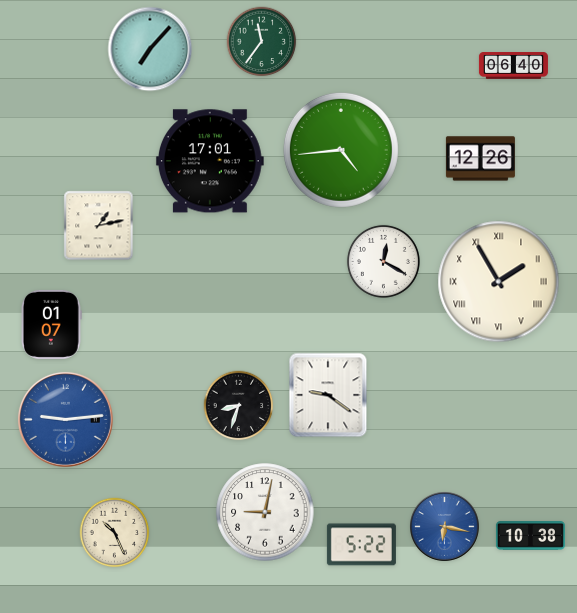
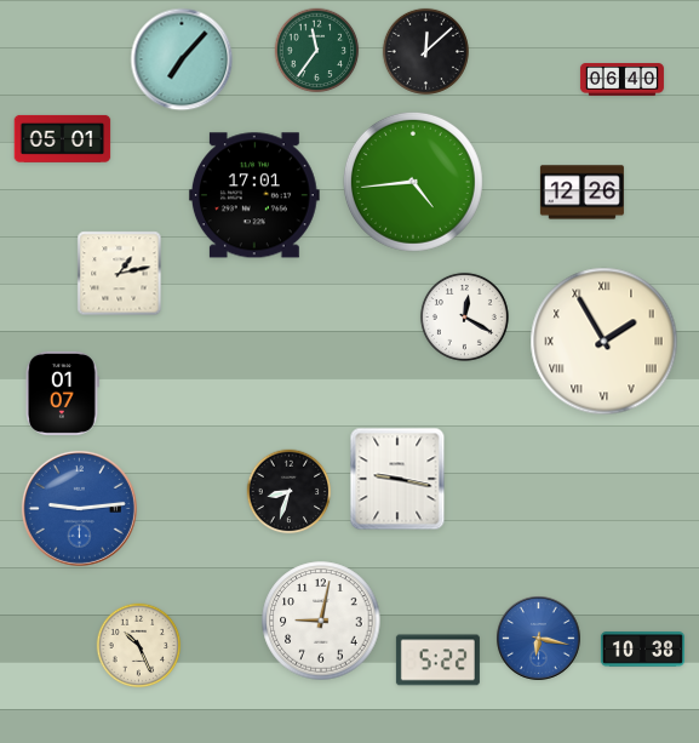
clock at (425, 51): none -> 12:08
clock at (63, 138): none -> 05:01
clock at (328, 395): 9:21 -> 9:17
